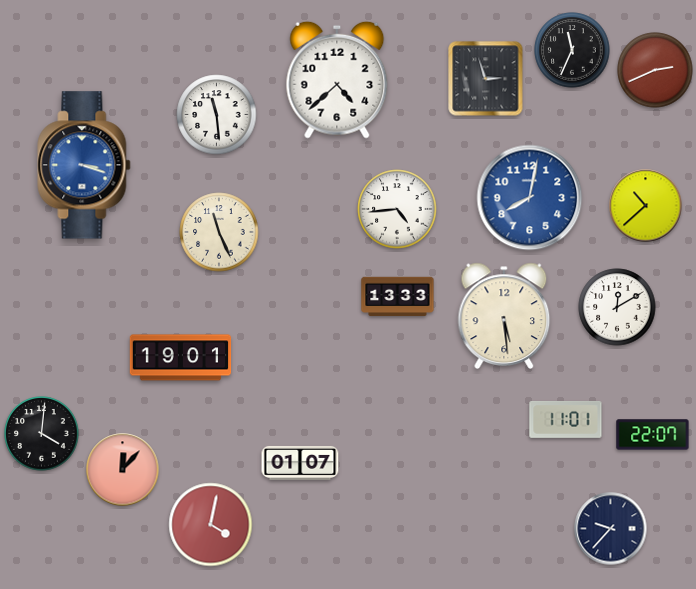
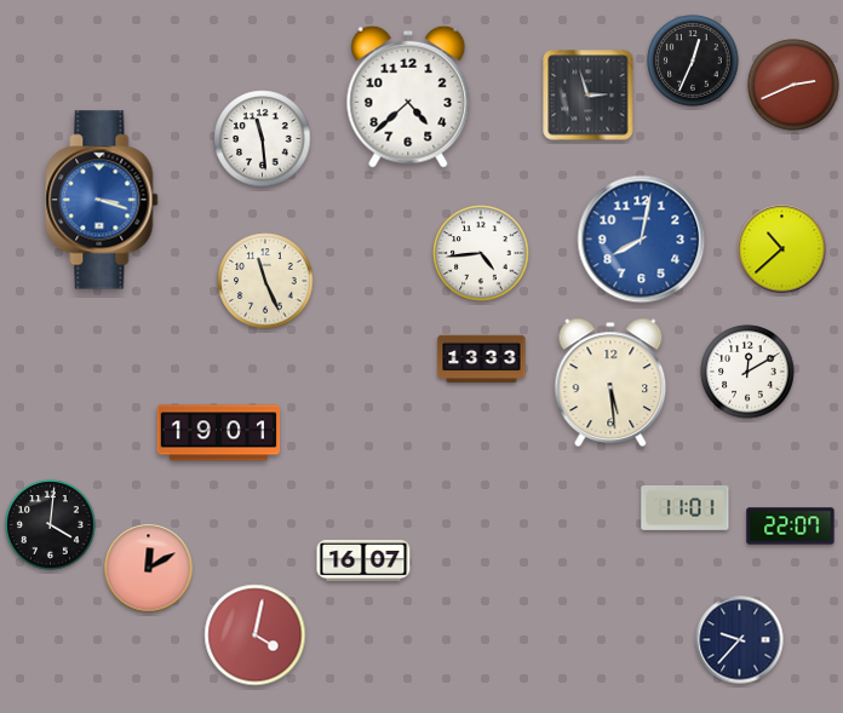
clock at (572, 50): 11:34 -> 12:34
clock at (300, 463): 01:07 -> 16:07
clock at (123, 470): 12:07 -> 12:10
